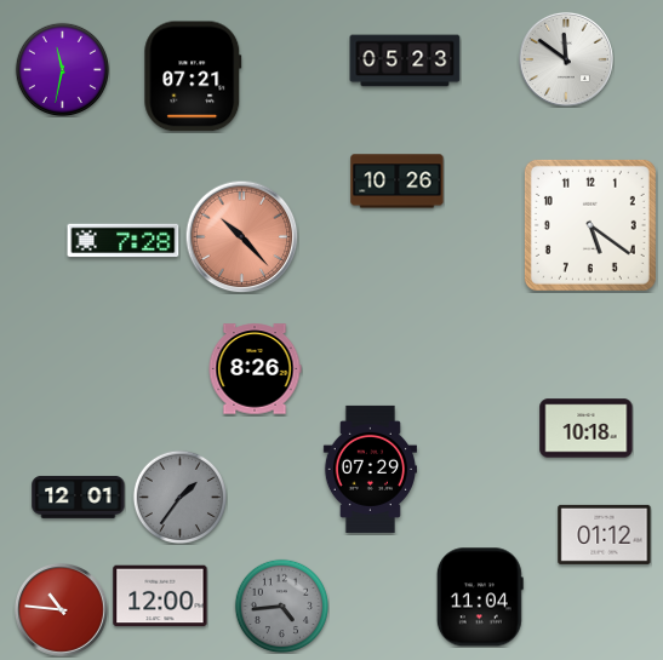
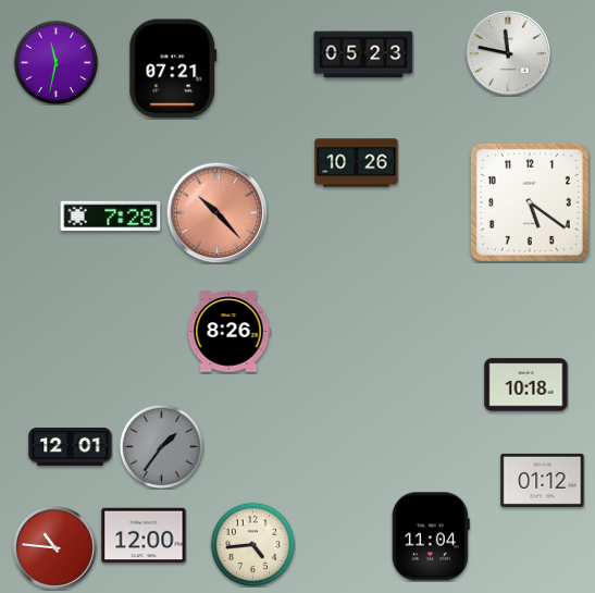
clock at (566, 59): 11:51 -> 11:47
clock at (370, 469): 07:29 -> none
clock at (281, 606) dial: grey -> cream
